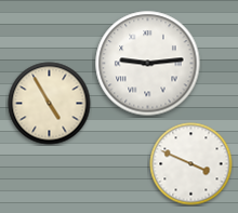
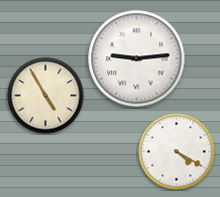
clock at (191, 164): 3:49 -> 4:20
